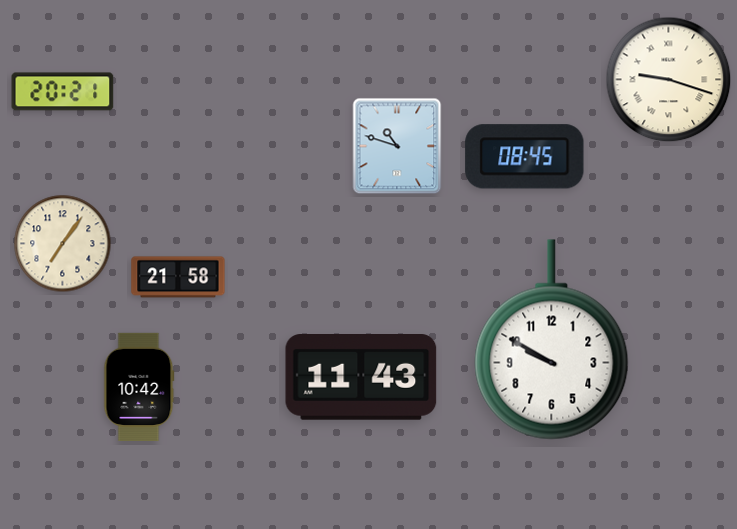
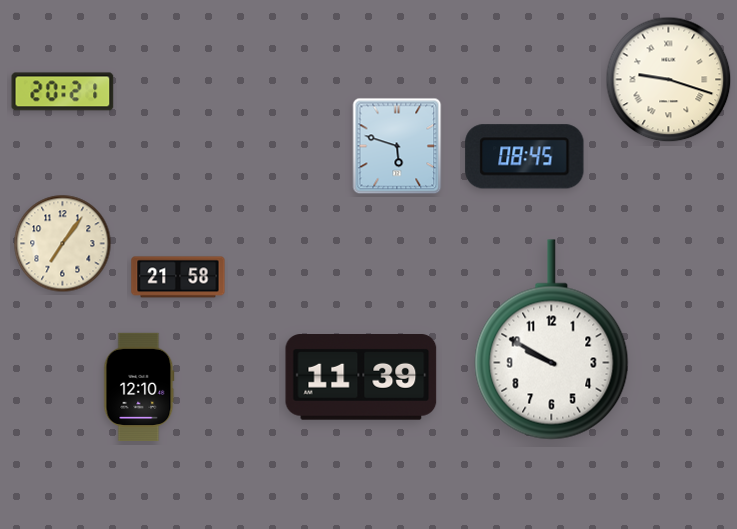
clock at (397, 146): 10:48 -> 5:48
clock at (361, 378): 11:43 -> 11:39
clock at (139, 387): 10:42 -> 12:10
